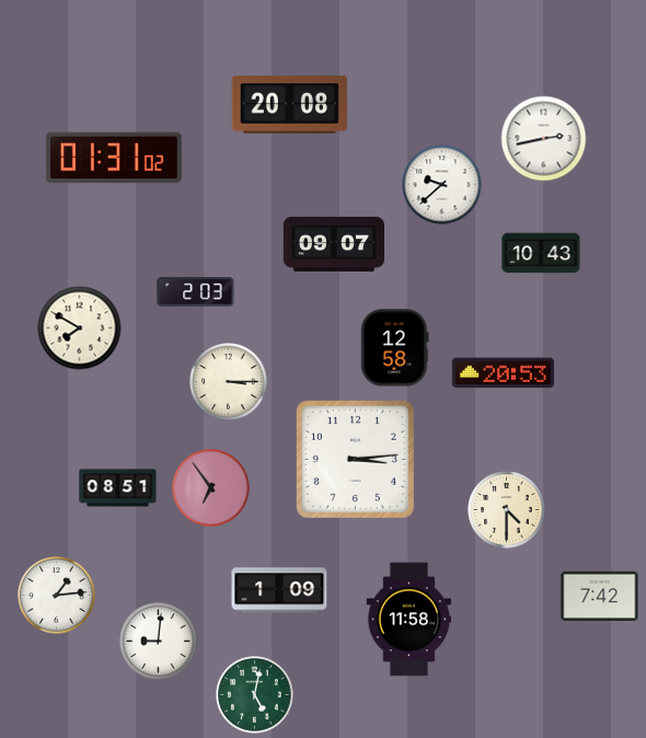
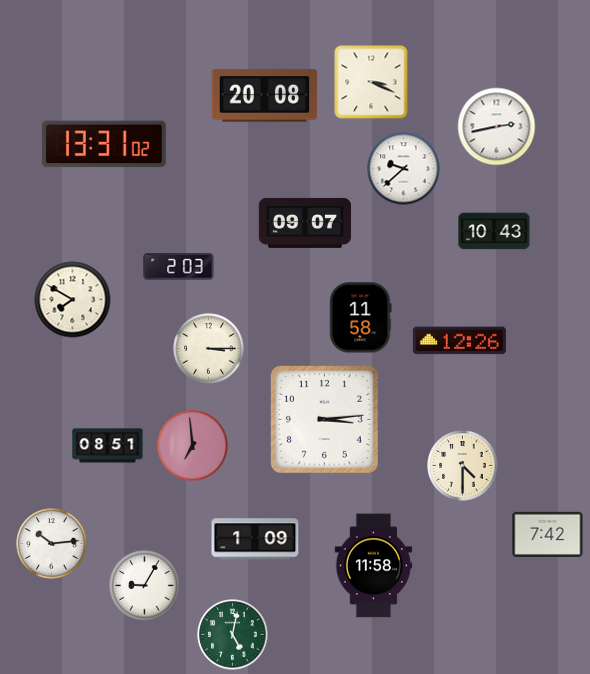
clock at (371, 82): none -> 3:19
clock at (115, 158): 01:31 -> 13:31
clock at (395, 348): 12:58 -> 11:58
clock at (503, 373): 20:53 -> 12:26
clock at (211, 488): 6:54 -> 6:59
clock at (57, 596): 1:14 -> 10:14
clock at (600, 596) position: (600, 596) -> (548, 534)
clock at (159, 642): 9:01 -> 9:05
